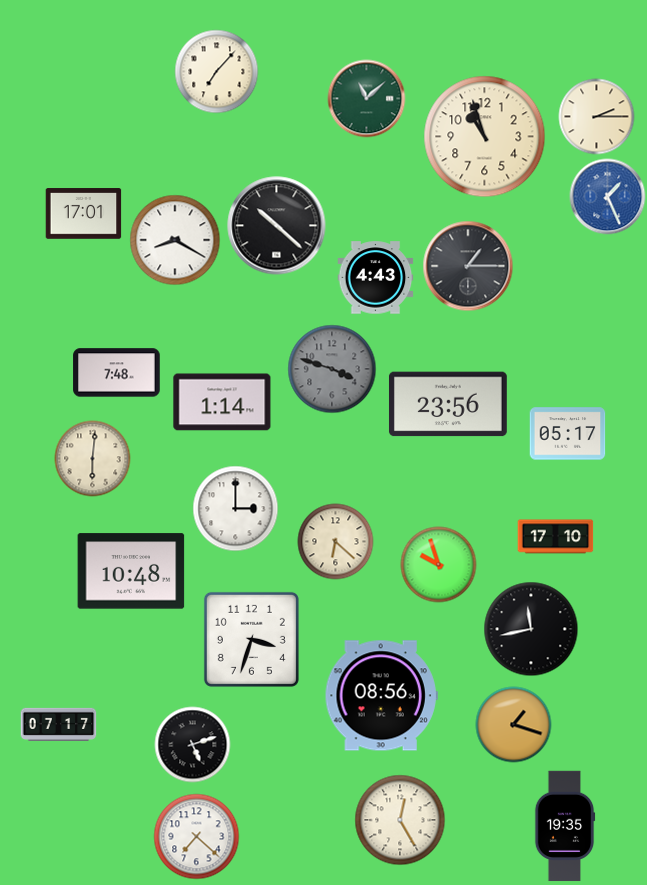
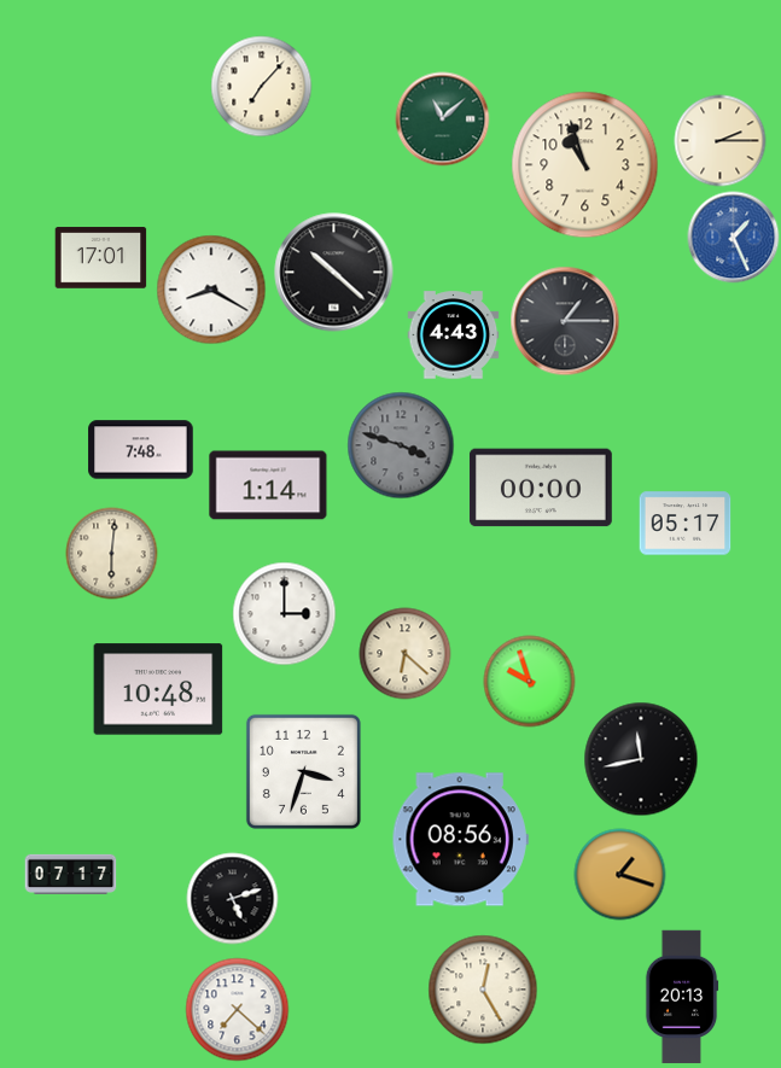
clock at (448, 404): 23:56 -> 00:00
clock at (556, 537): 17:10 -> none
clock at (565, 826): 19:35 -> 20:13
